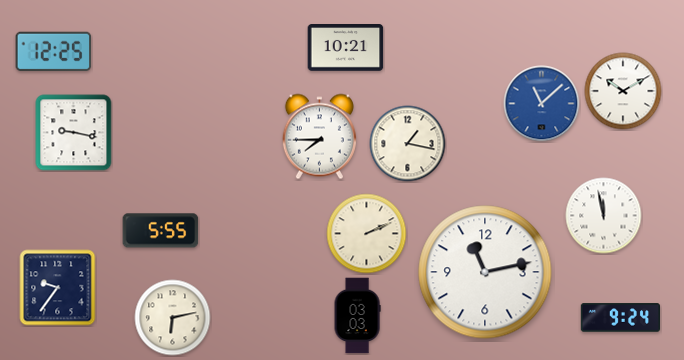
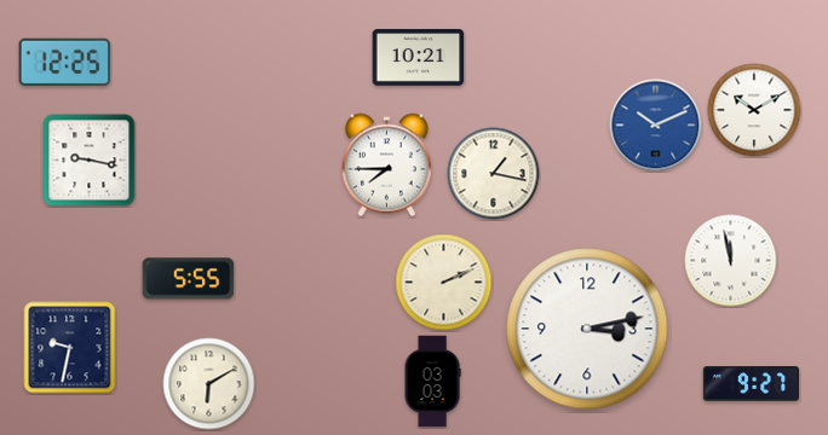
clock at (542, 104): 11:08 -> 10:11
clock at (161, 231) position: (161, 231) -> (189, 279)
clock at (485, 272): 11:13 -> 3:13
clock at (58, 288): 9:36 -> 9:32
clock at (173, 318): 6:13 -> 6:10
clock at (621, 318): 9:24 -> 9:27
